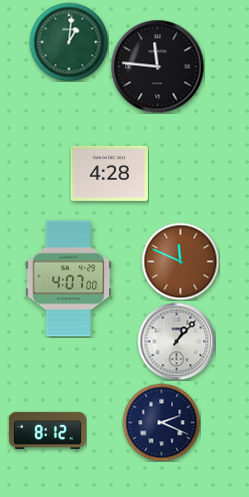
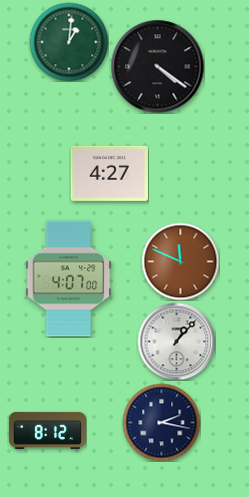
clock at (157, 66): 11:46 -> 4:21
clock at (109, 173): 4:28 -> 4:27
clock at (161, 422): 2:19 -> 2:17
